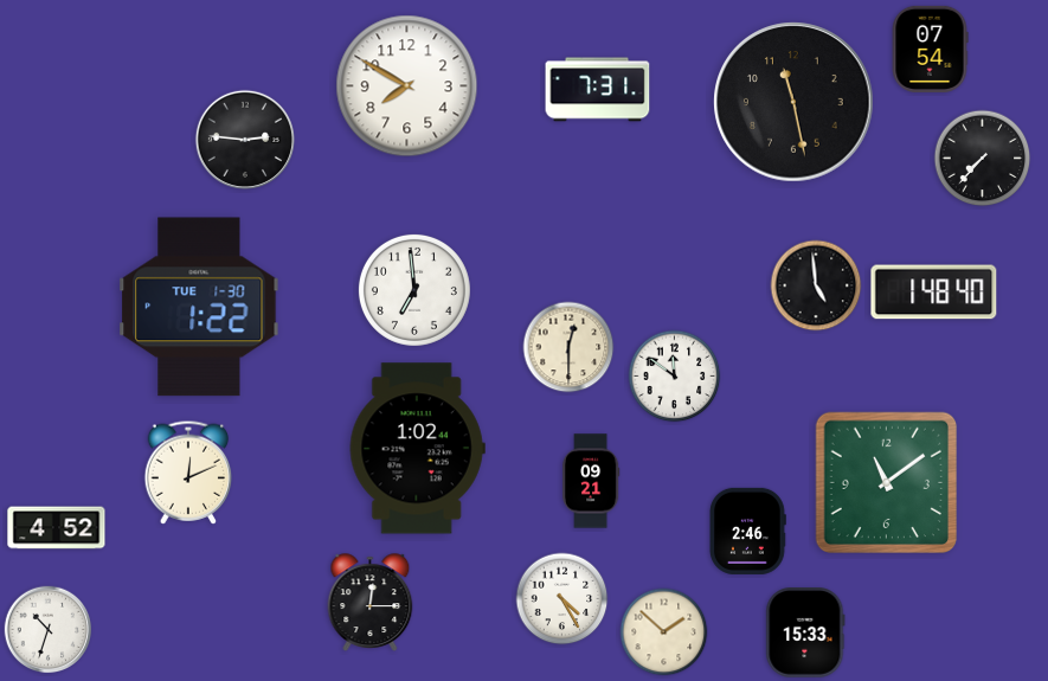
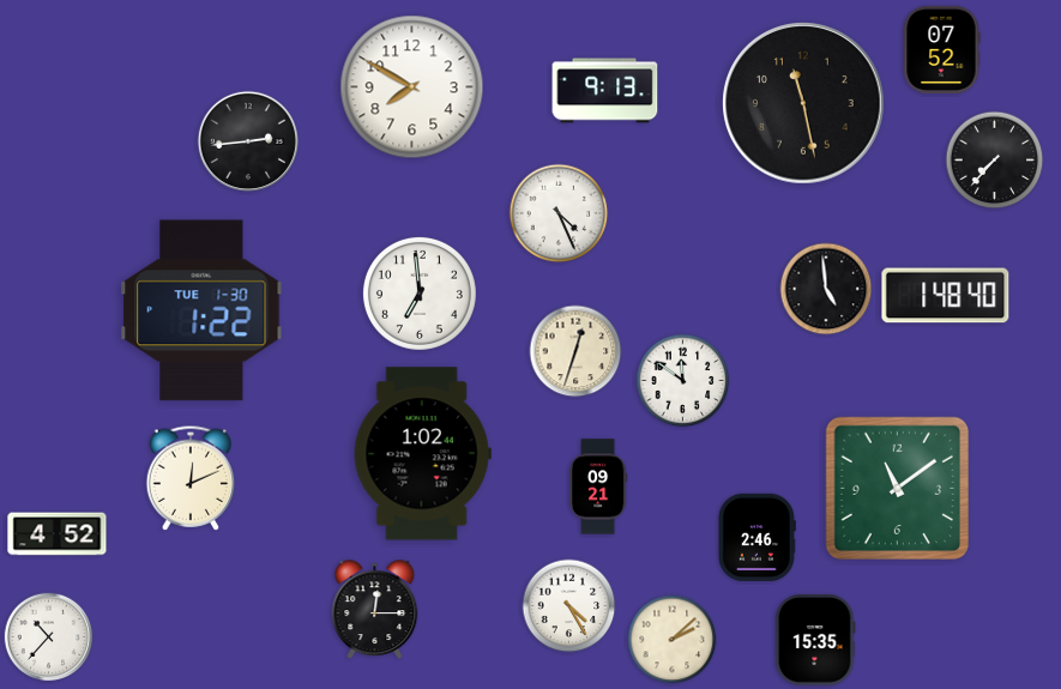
clock at (930, 49): 07:54 -> 07:52
clock at (598, 90): 7:31 -> 9:13
clock at (245, 140): 2:46 -> 2:44
clock at (559, 213): none -> 4:26
clock at (568, 347): 12:30 -> 12:33
clock at (49, 630): 10:33 -> 10:37
clock at (664, 632): 1:52 -> 2:08
clock at (805, 634): 15:33 -> 15:35
